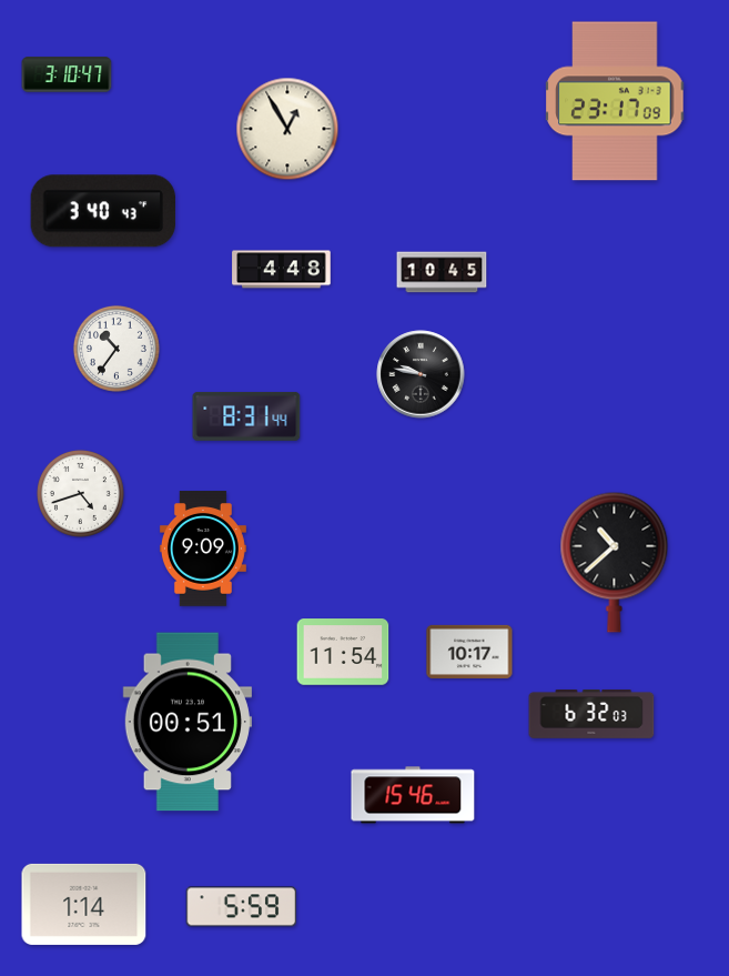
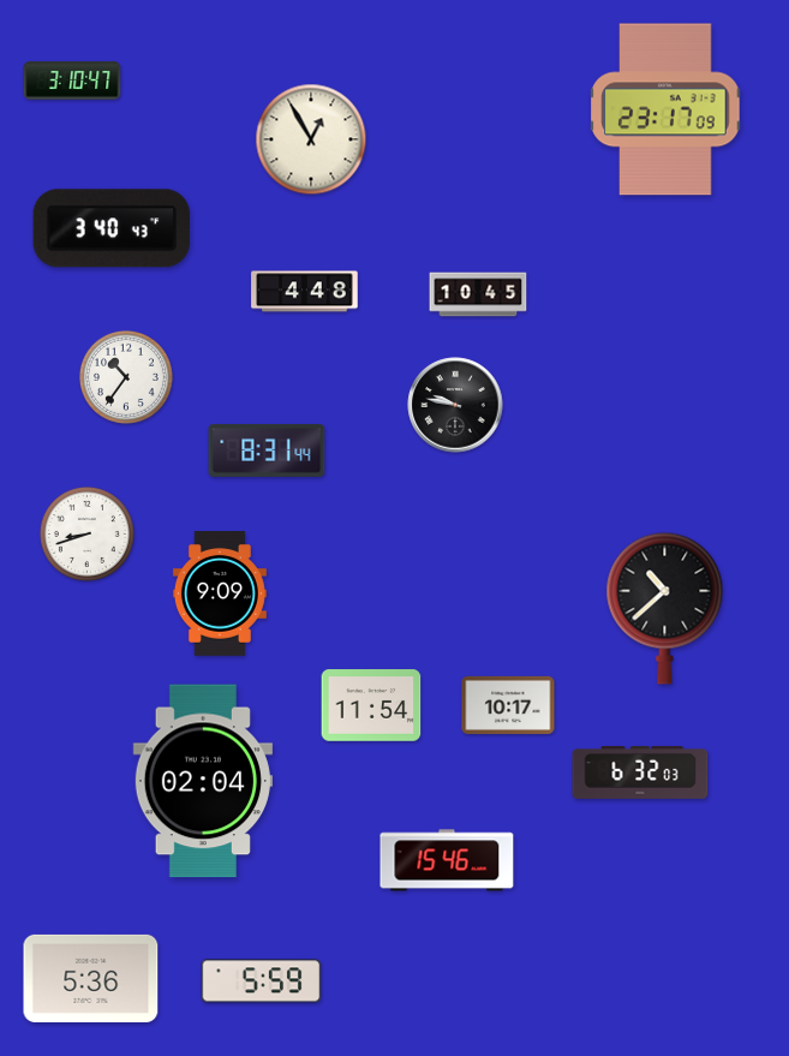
clock at (80, 493): 4:42 -> 8:42
clock at (188, 722): 00:51 -> 02:04
clock at (84, 904): 1:14 -> 5:36
